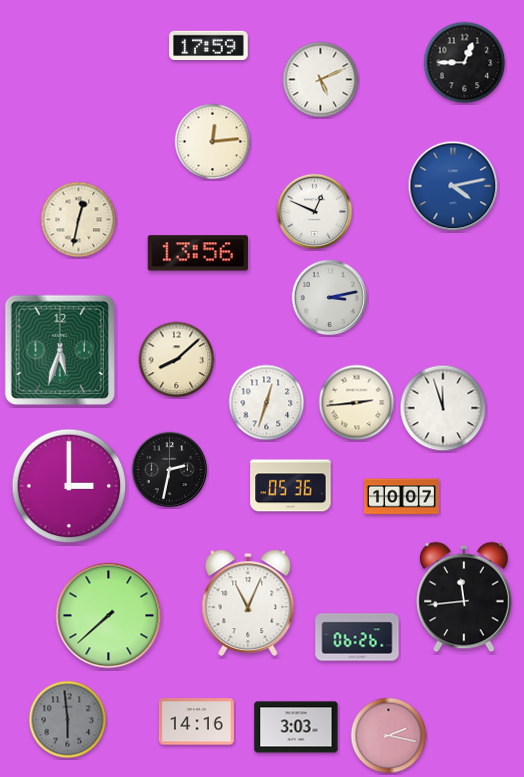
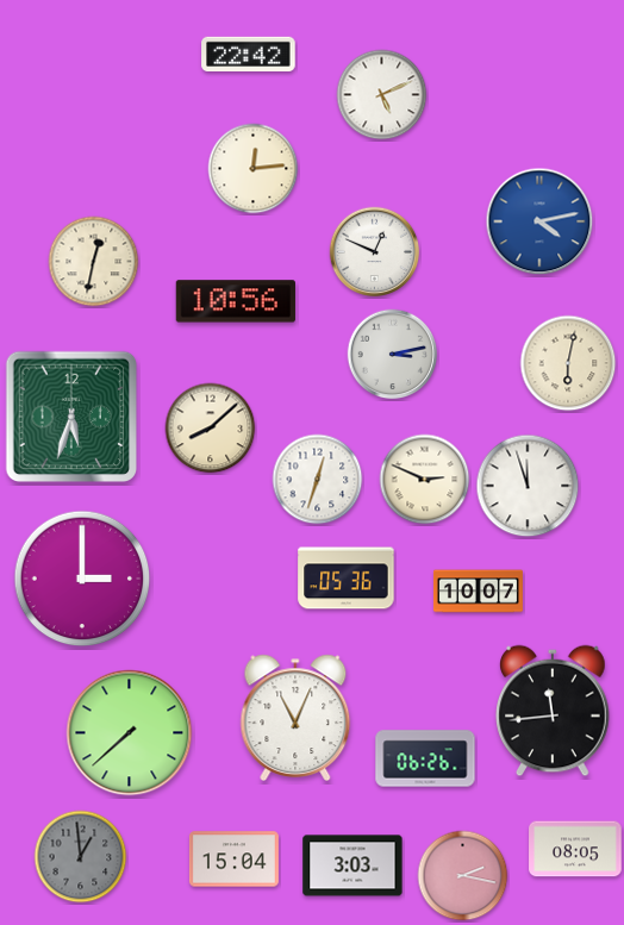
clock at (209, 45): 17:59 -> 22:42
clock at (465, 63): 12:45 -> none
clock at (198, 253): 13:56 -> 10:56
clock at (568, 363): none -> 6:02
clock at (357, 403): 2:44 -> 2:49
clock at (170, 470): 2:32 -> none
clock at (575, 849): none -> 08:05
clock at (68, 720): 5:59 -> 12:59
clock at (196, 722): 14:16 -> 15:04
